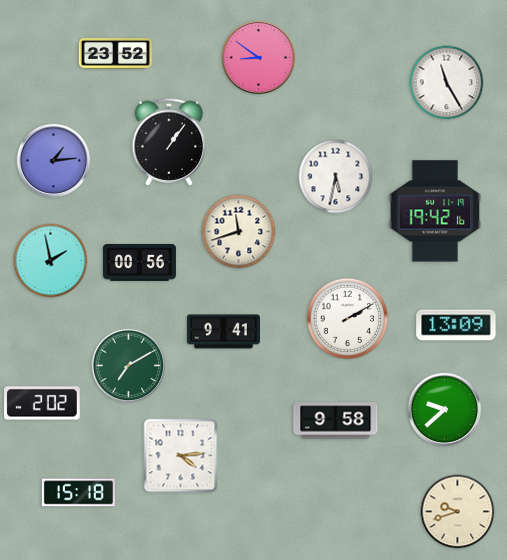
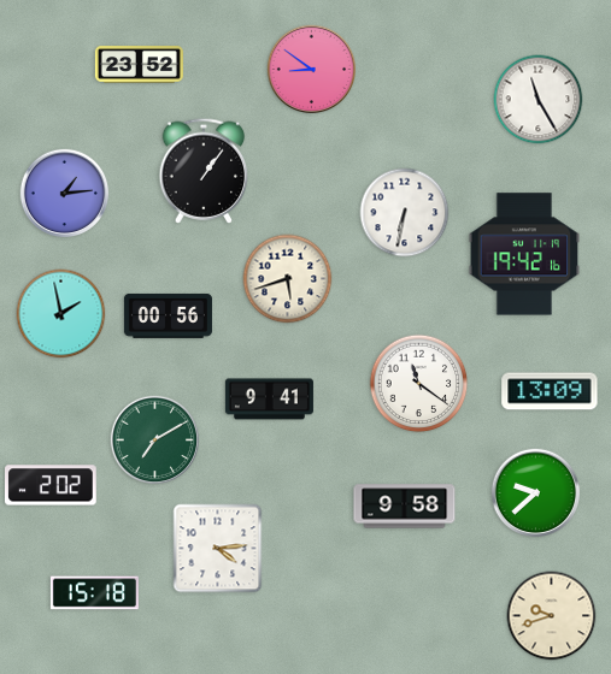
clock at (336, 177): 5:32 -> 6:32
clock at (239, 232): 11:42 -> 5:42
clock at (348, 319): 2:10 -> 11:21
